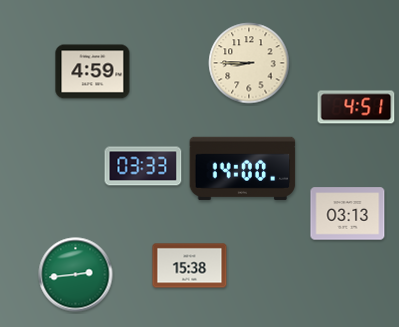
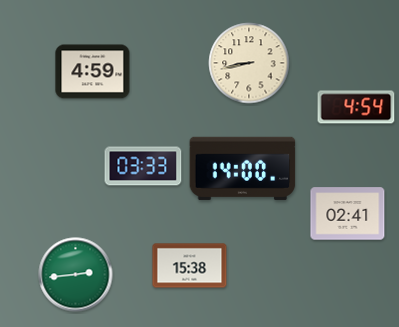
clock at (249, 63): 8:45 -> 8:43
clock at (356, 107): 4:51 -> 4:54
clock at (348, 214): 03:13 -> 02:41
